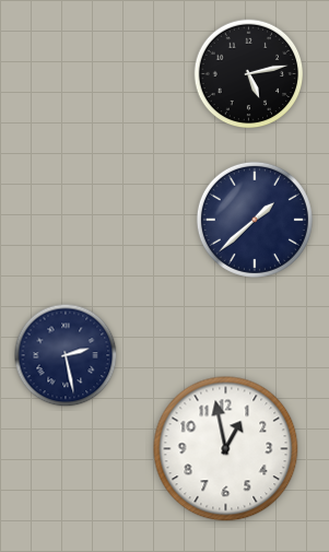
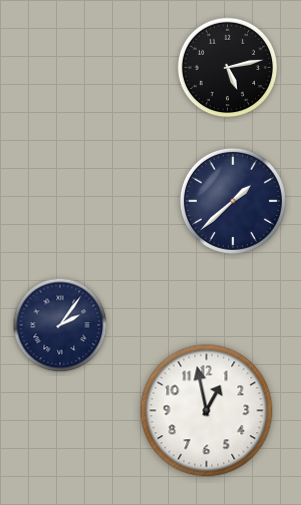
clock at (66, 355): 2:28 -> 2:06
